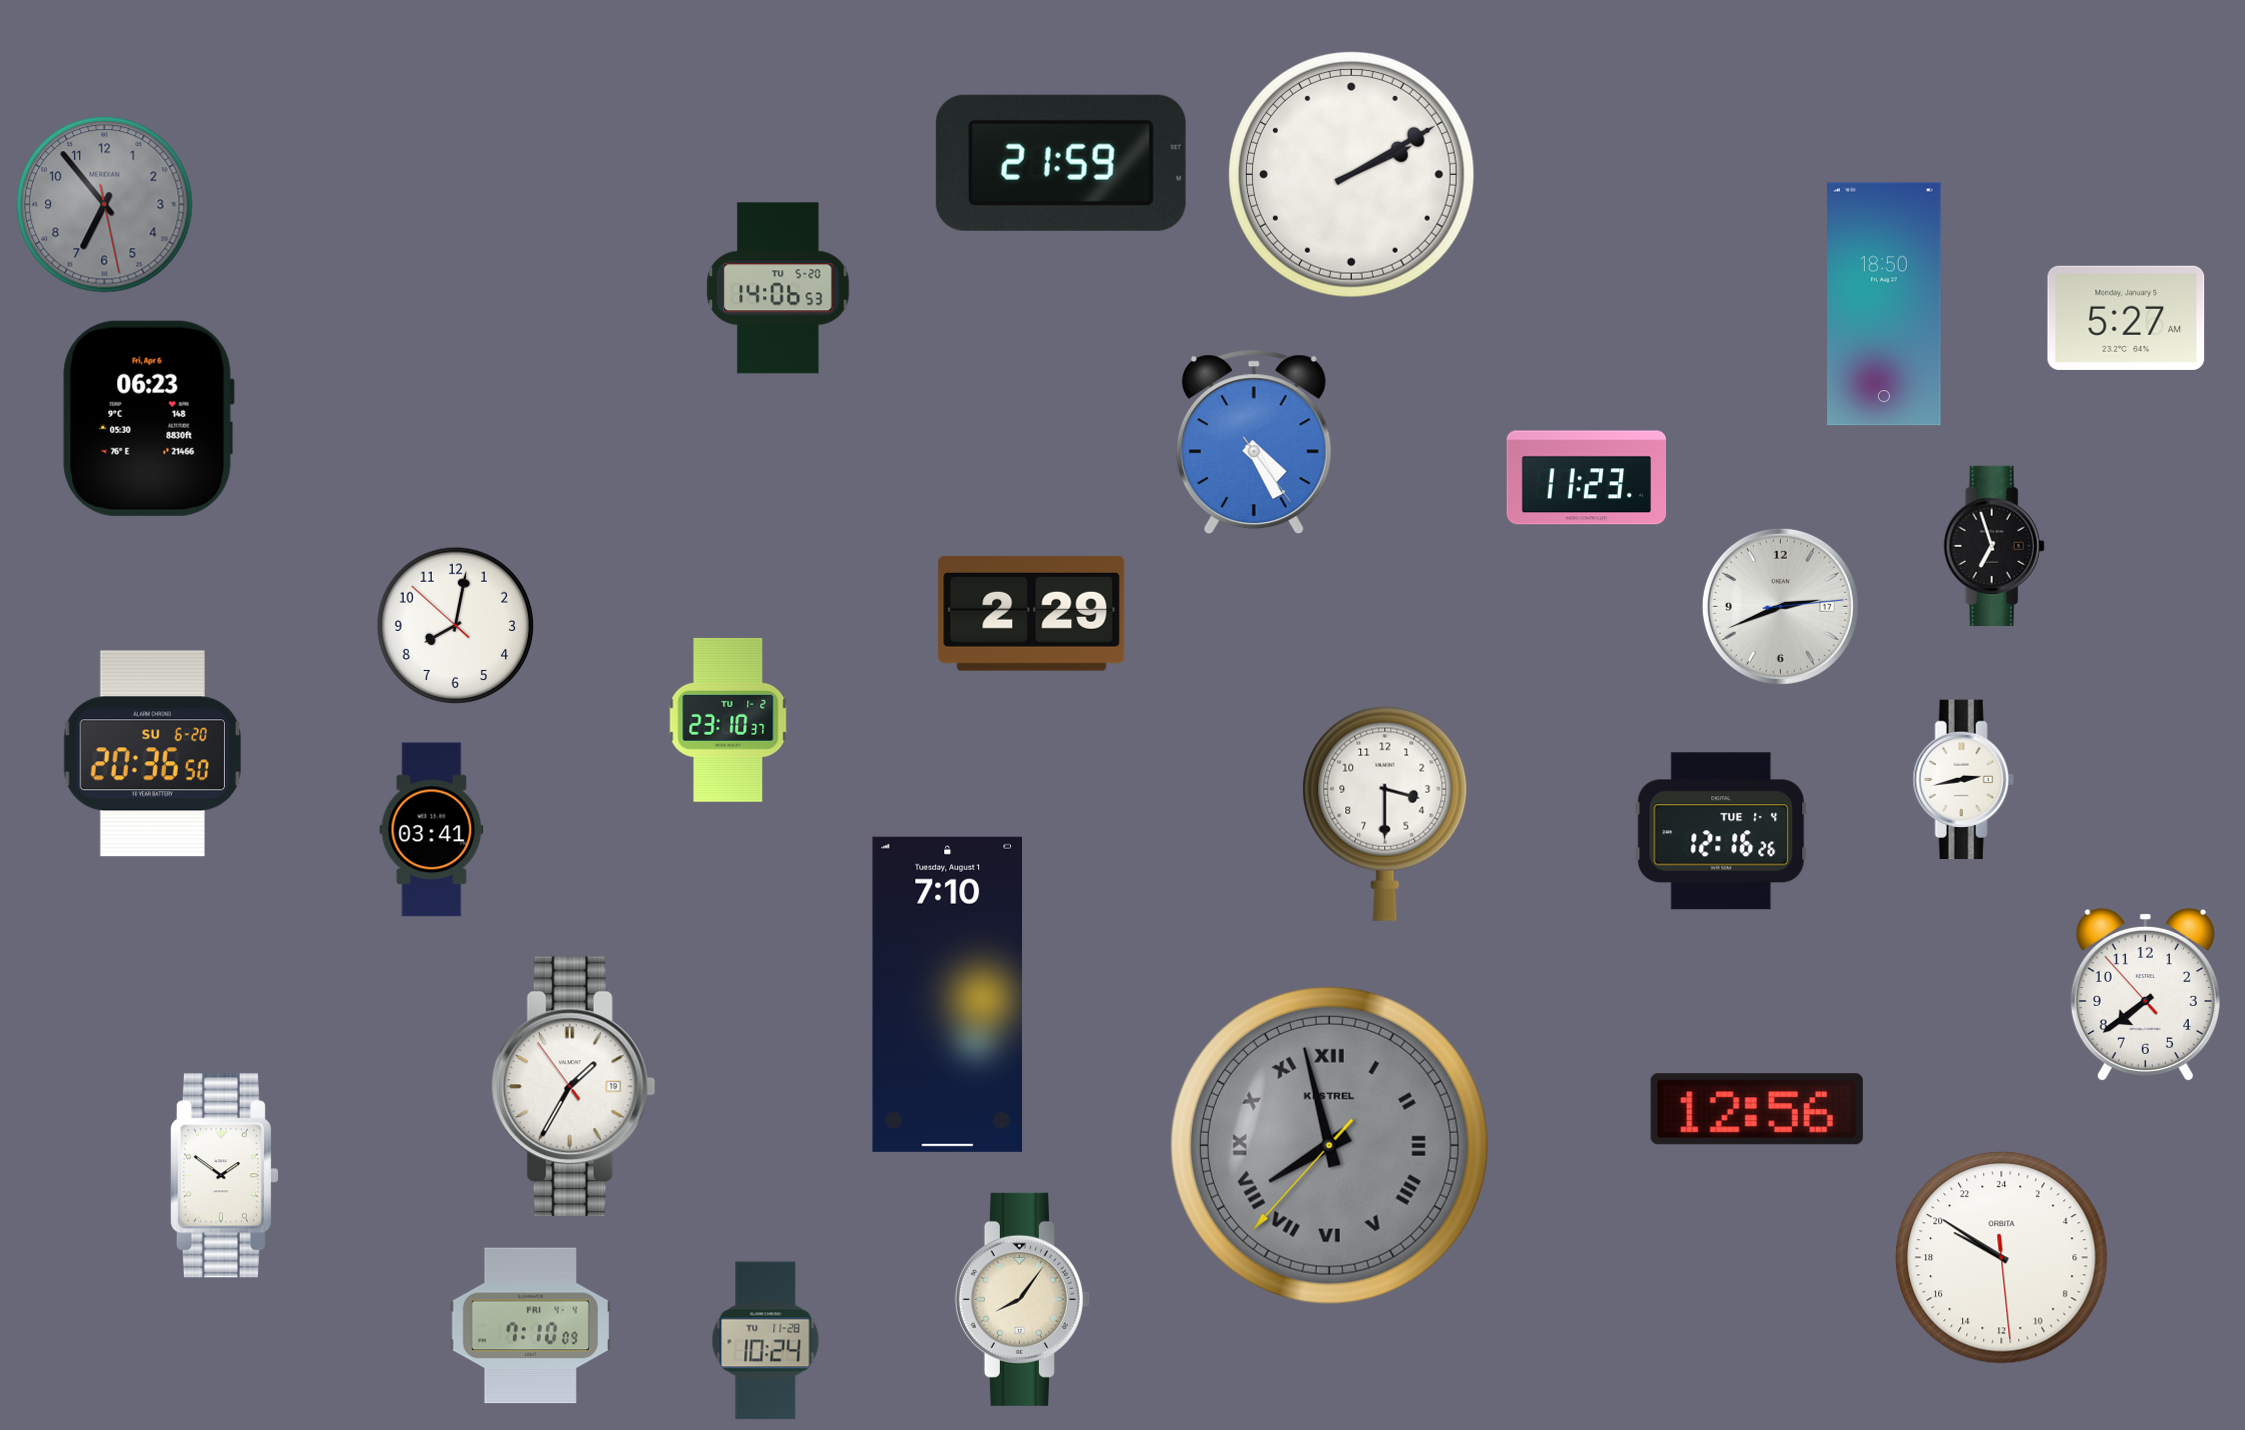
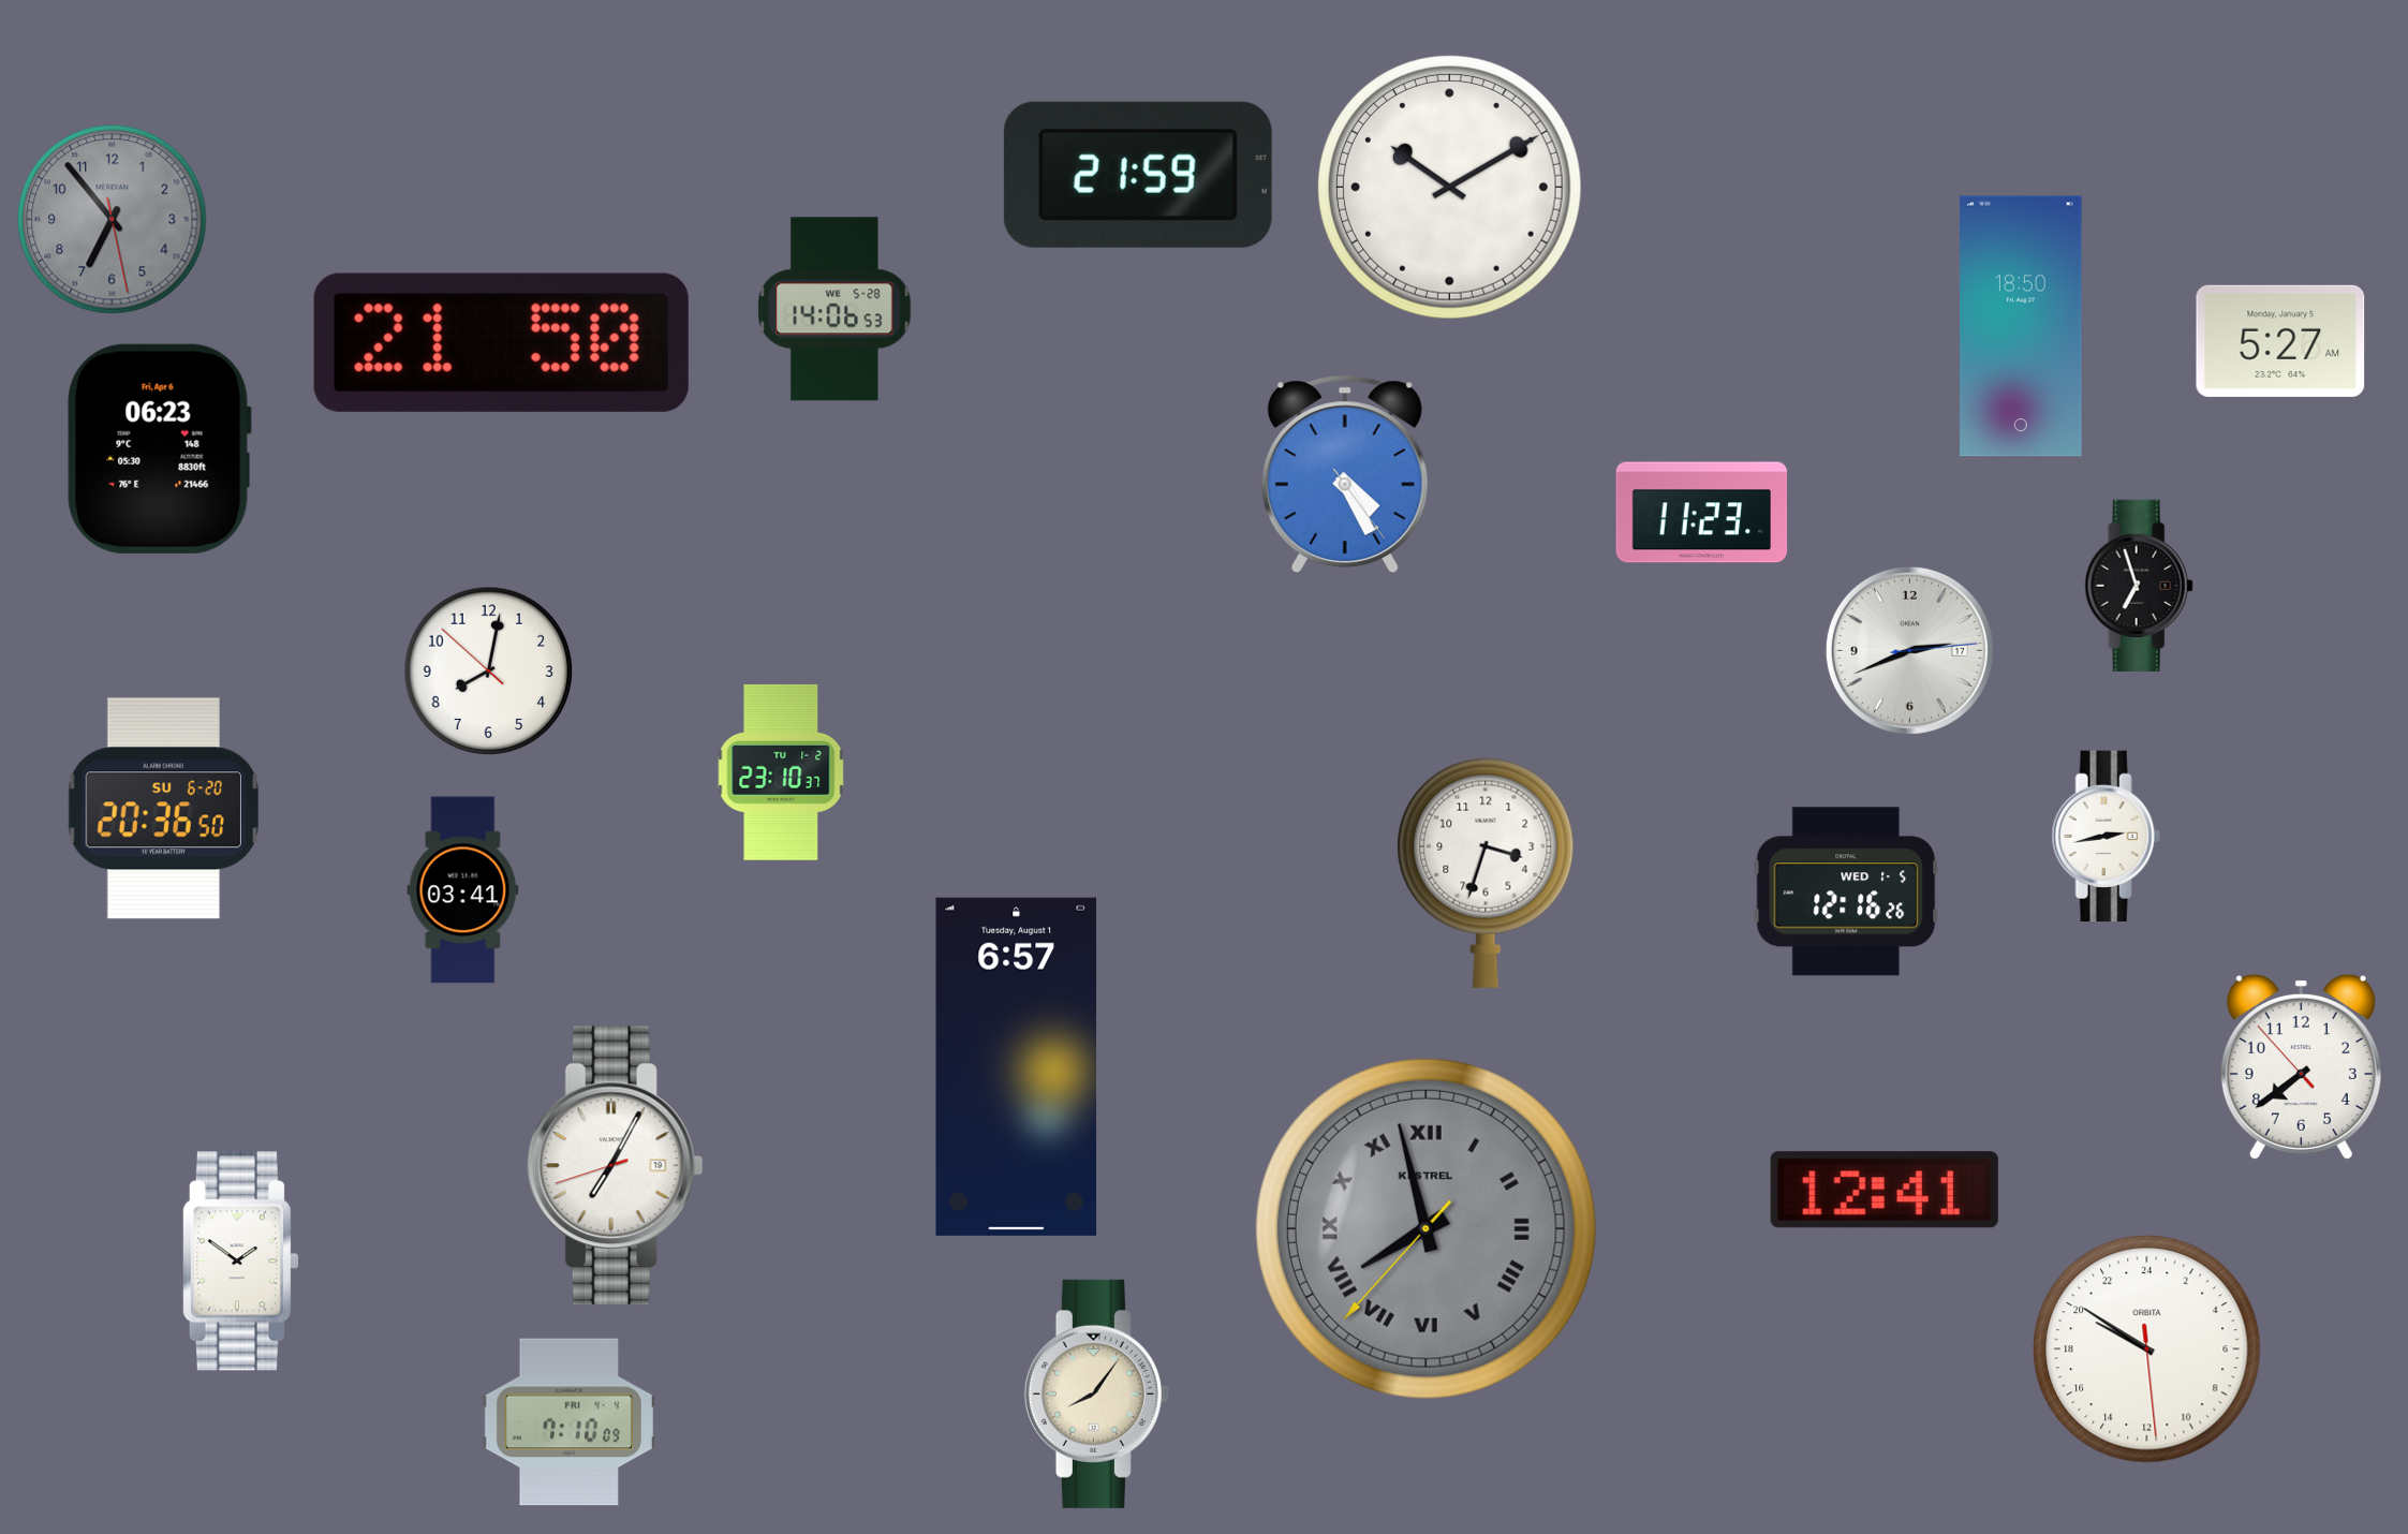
clock at (1351, 174): 2:10 -> 10:10
clock at (778, 288) date: TU 5-20 -> WE 5-28
clock at (501, 342): none -> 21:50
clock at (1032, 613): 2:29 -> none
clock at (1385, 814): 3:30 -> 3:33
clock at (1721, 831) date: TUE 1-4 -> WED 1-5
clock at (948, 994): 7:10 -> 6:57
clock at (573, 1087): 1:34 -> 7:04
clock at (1757, 1109): 12:56 -> 12:41
clock at (766, 1341): 10:24 -> none
